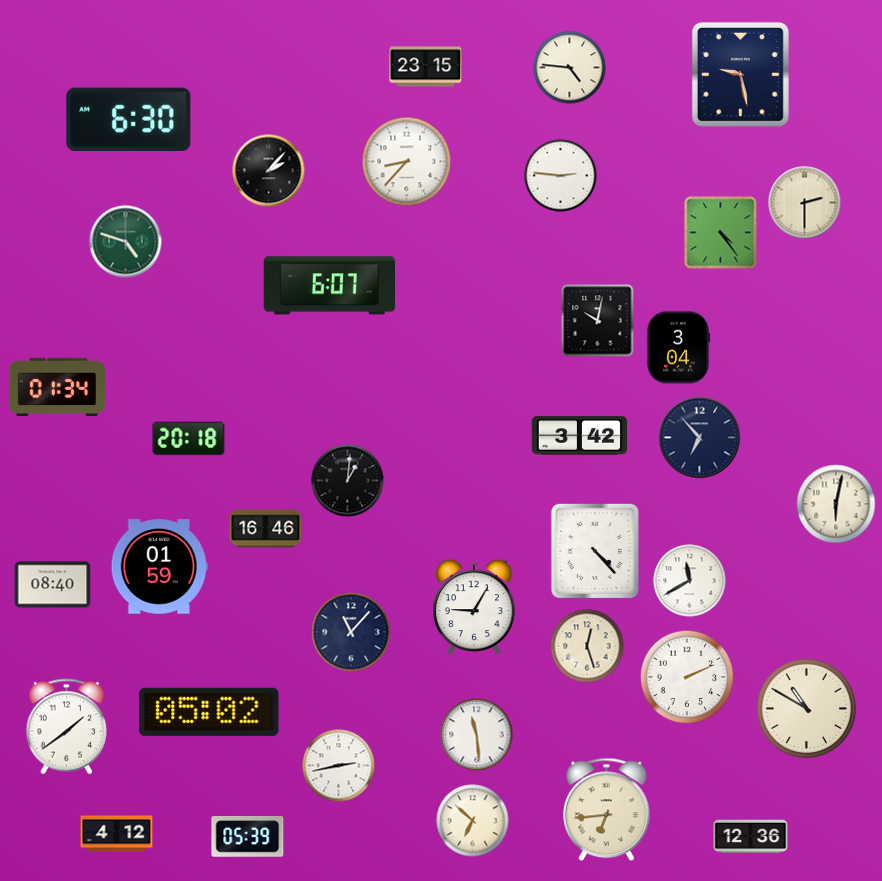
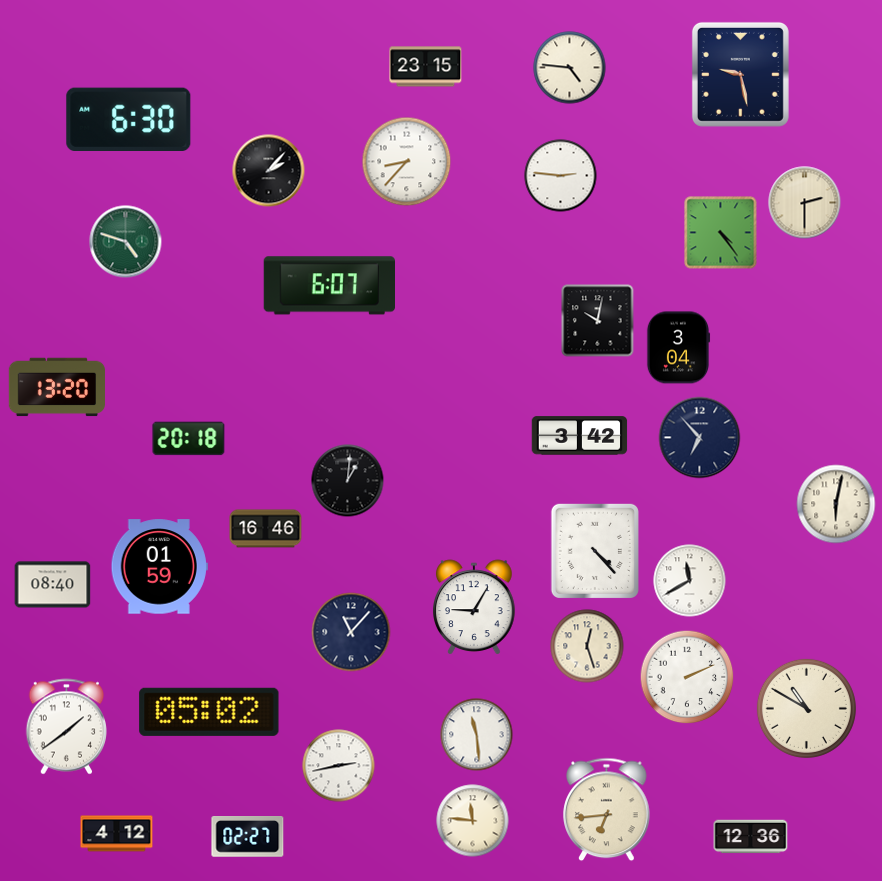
clock at (56, 387): 01:34 -> 13:20
clock at (473, 821): 6:52 -> 11:46
clock at (248, 837): 05:39 -> 02:27
